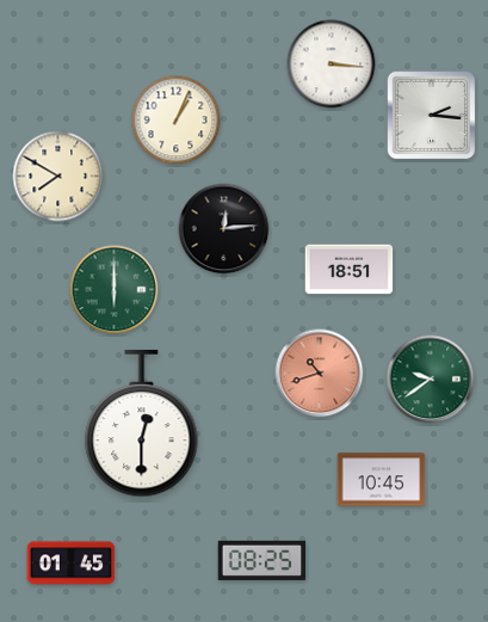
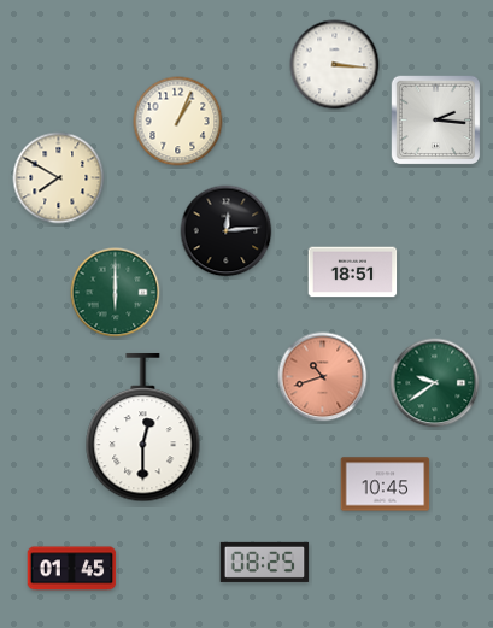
clock at (432, 116) position: (432, 116) -> (436, 121)
clock at (262, 560) position: (262, 560) -> (265, 562)
